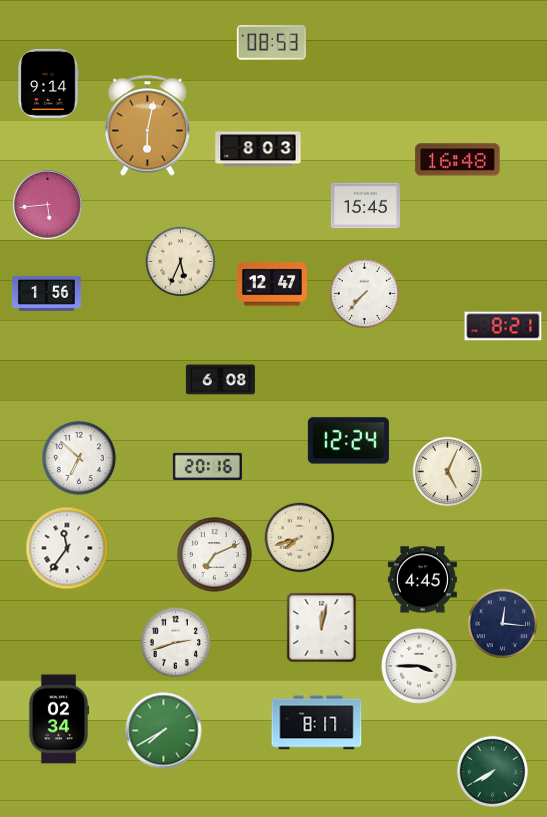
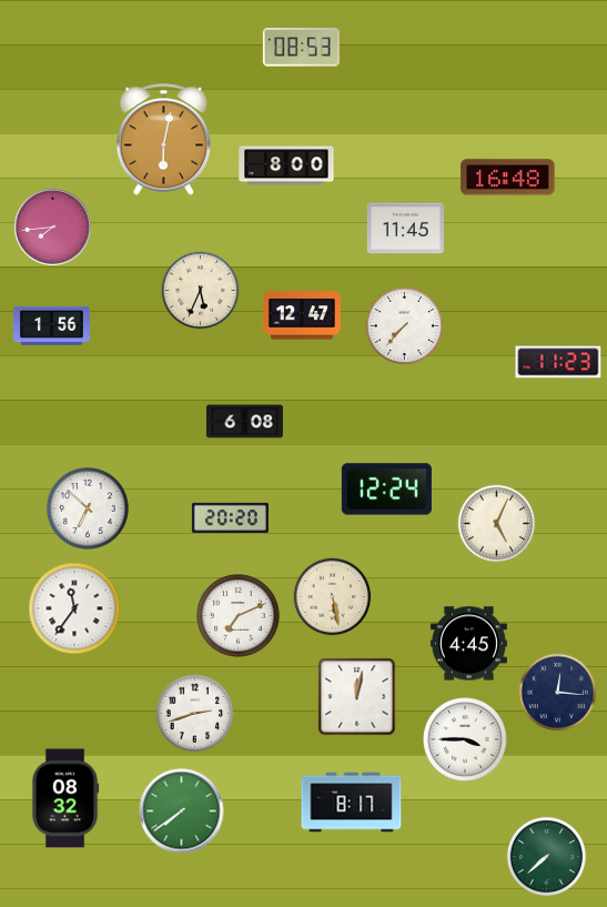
clock at (48, 83): 9:14 -> none
clock at (258, 149): 8:03 -> 8:00
clock at (48, 205): 5:44 -> 7:44
clock at (365, 206): 15:45 -> 11:45
clock at (503, 326): 8:21 -> 11:23
clock at (207, 466): 20:16 -> 20:20
clock at (300, 538): 7:42 -> 5:28
clock at (59, 719): 02:34 -> 08:32
clock at (164, 731): 7:40 -> 7:39
clock at (492, 771): 7:40 -> 7:38
